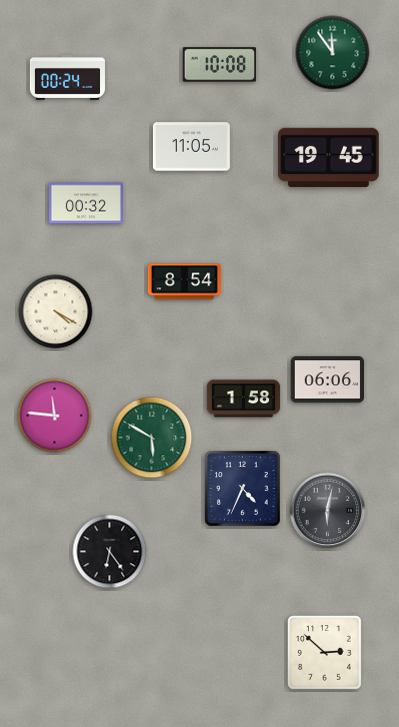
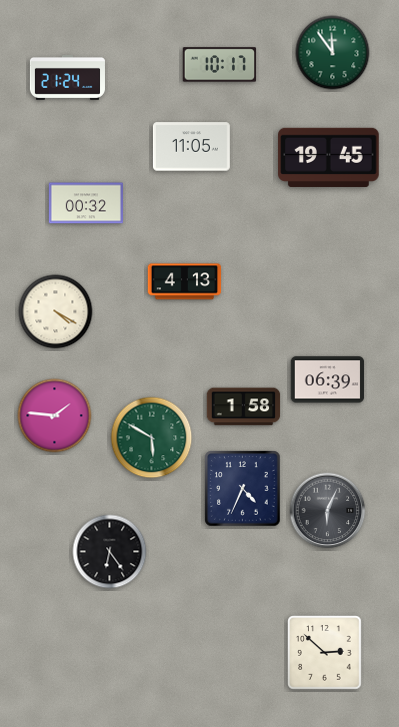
clock at (220, 65): 10:08 -> 10:17
clock at (67, 77): 00:24 -> 21:24
clock at (185, 282): 8:54 -> 4:13
clock at (328, 380): 06:06 -> 06:39
clock at (244, 399) position: (244, 399) -> (244, 407)
clock at (55, 416): 11:46 -> 1:46
clock at (328, 511): 6:02 -> 6:04
